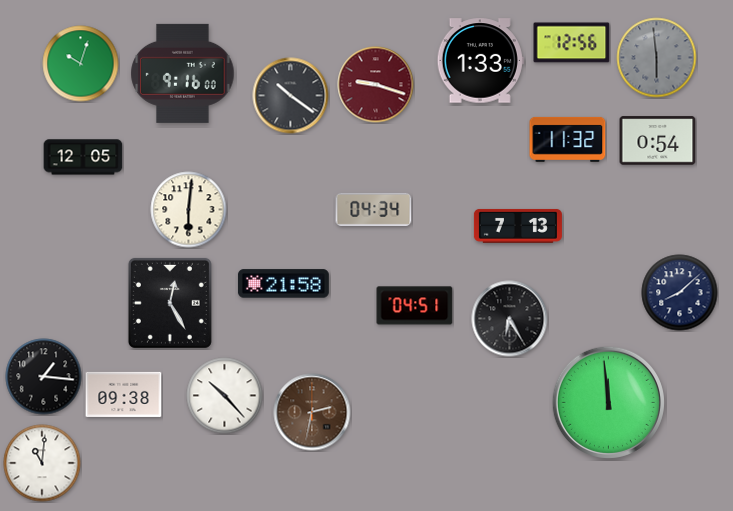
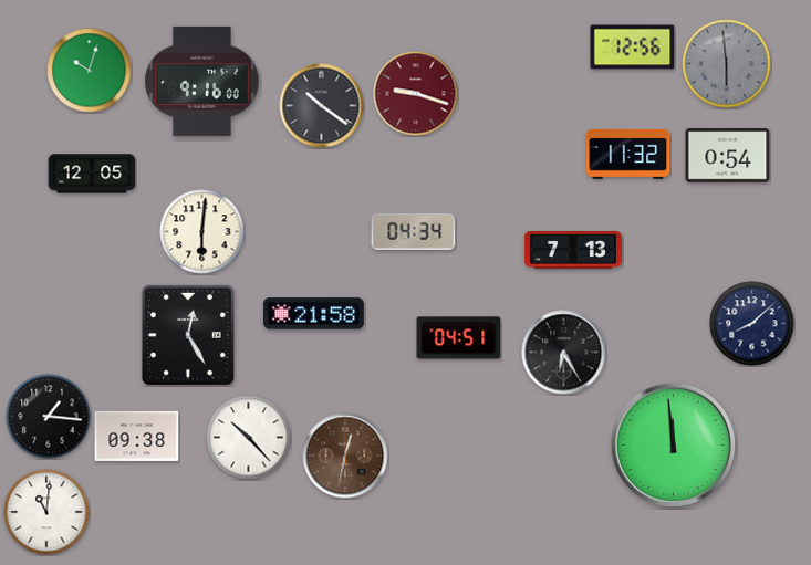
clock at (480, 61): 1:33 -> none
clock at (189, 210) position: (189, 210) -> (202, 232)
clock at (312, 412): 2:32 -> 12:32
